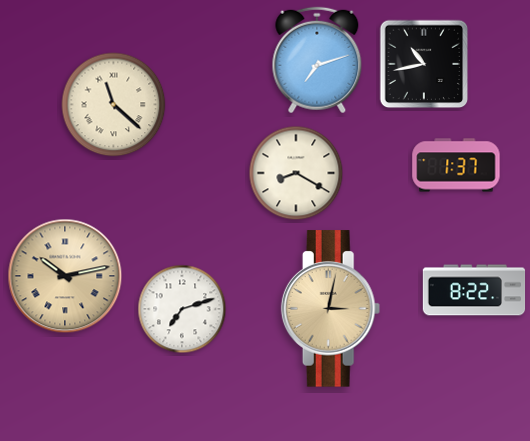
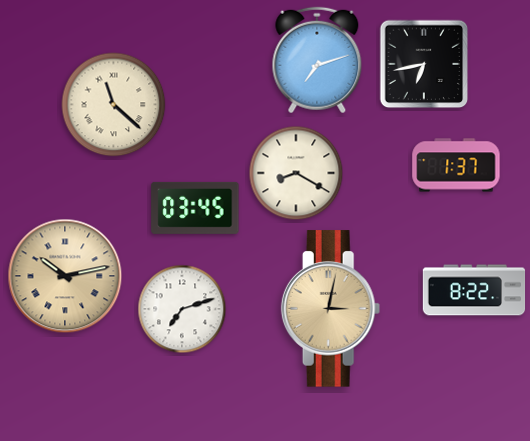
clock at (424, 64): 10:43 -> 6:43
clock at (195, 208): none -> 03:45
